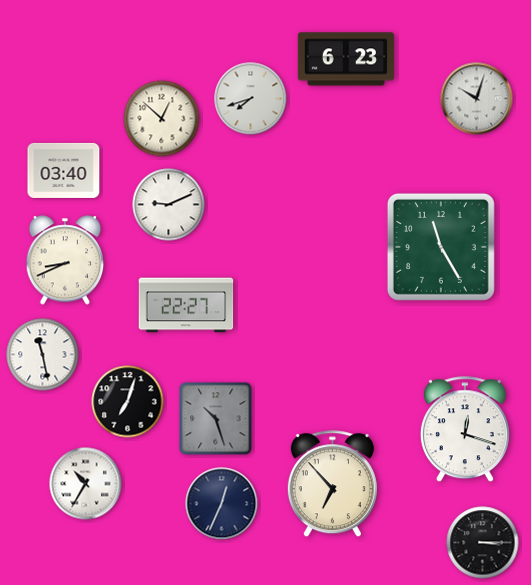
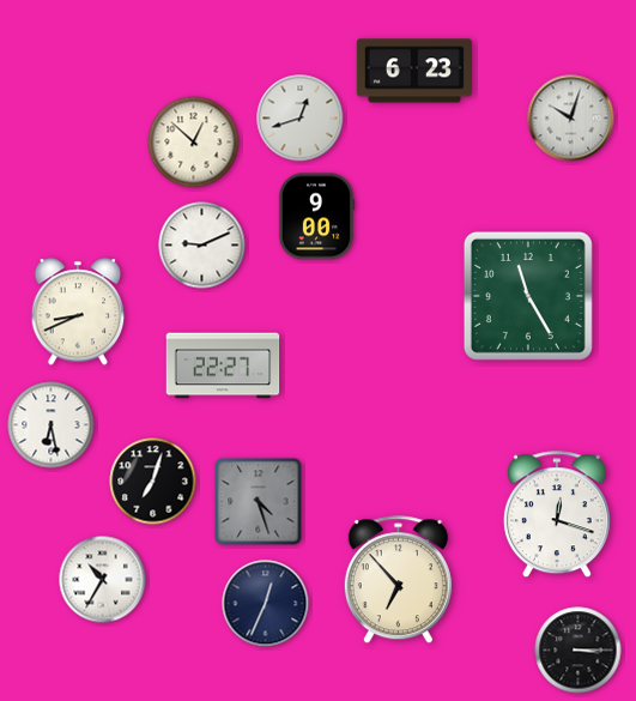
clock at (251, 99): 7:42 -> 12:42
clock at (64, 170): 03:40 -> none
clock at (316, 217): none -> 9:00
clock at (43, 355): 11:28 -> 6:28
clock at (216, 419): 10:27 -> 4:27
